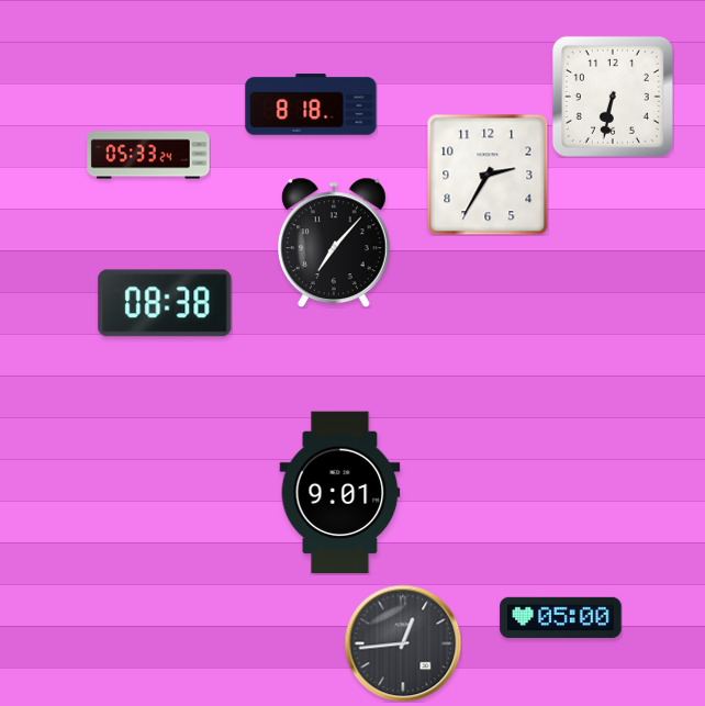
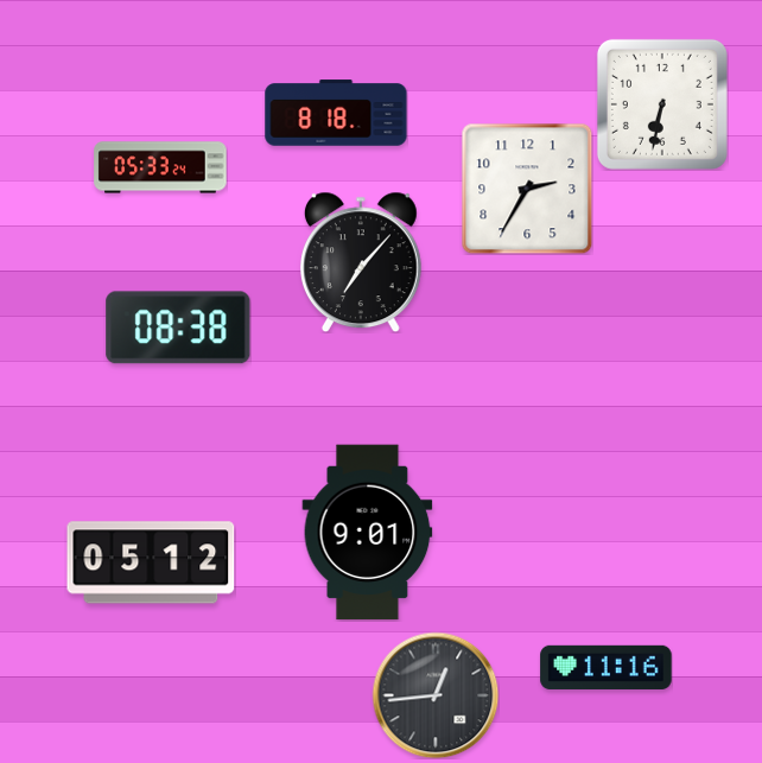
clock at (151, 562): none -> 05:12
clock at (561, 617): 05:00 -> 11:16
